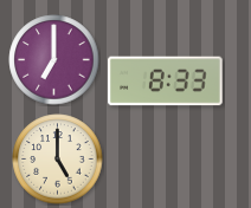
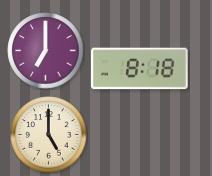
clock at (166, 82): 8:33 -> 8:18
